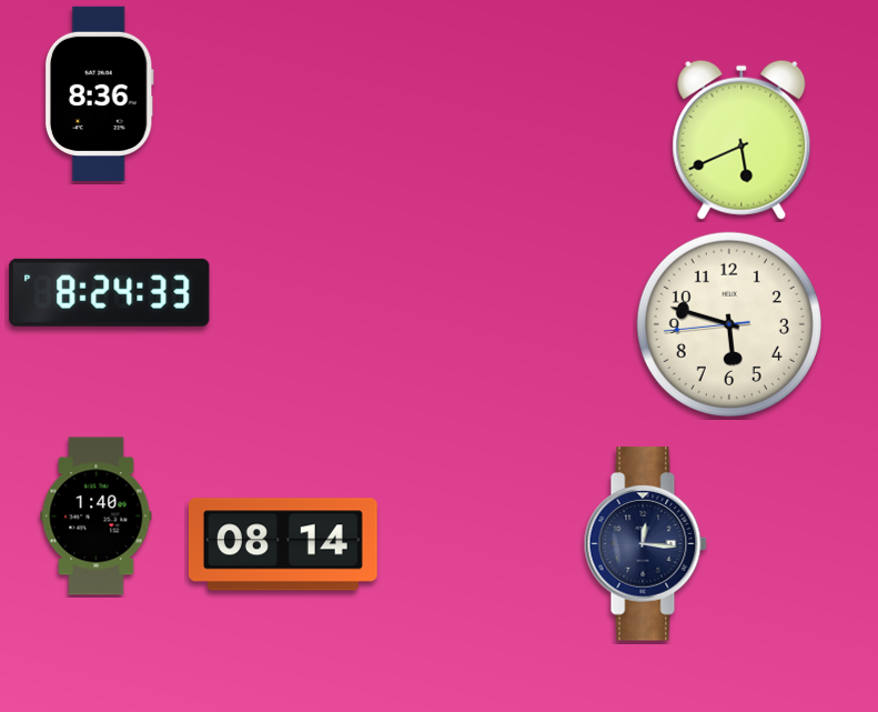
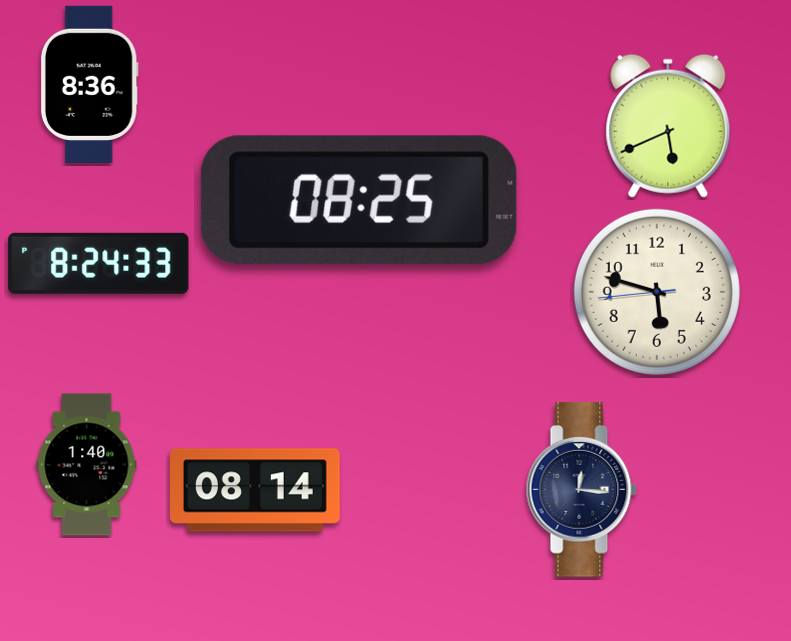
clock at (359, 200): none -> 08:25
